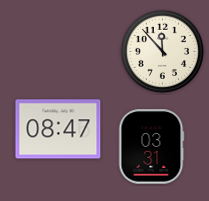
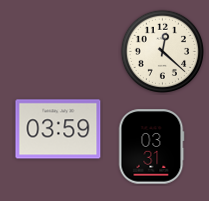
clock at (162, 51): 11:53 -> 12:22
clock at (58, 129): 08:47 -> 03:59
